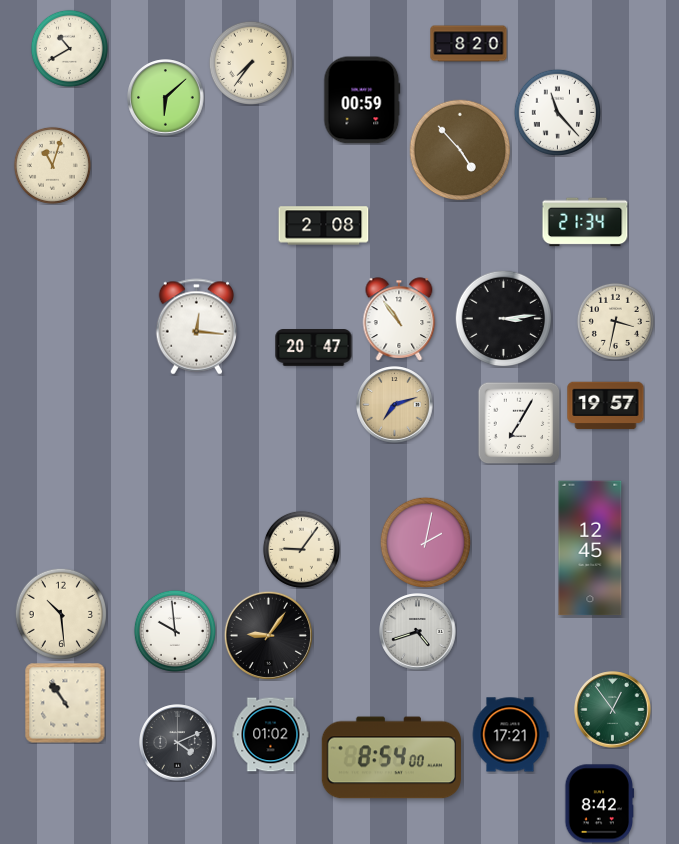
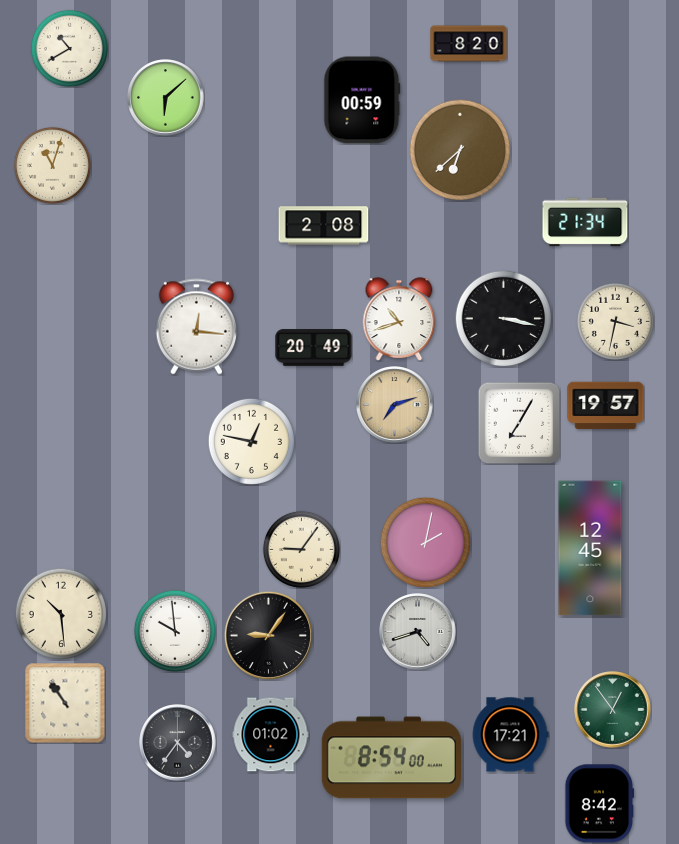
clock at (251, 63): 7:36 -> none
clock at (557, 112): 11:23 -> none
clock at (460, 150): 4:53 -> 6:38
clock at (503, 318): 3:14 -> 3:17
clock at (399, 319): 10:54 -> 10:42
clock at (314, 348): 20:47 -> 20:49
clock at (251, 441): none -> 12:47
clock at (178, 743): 4:11 -> 4:36
